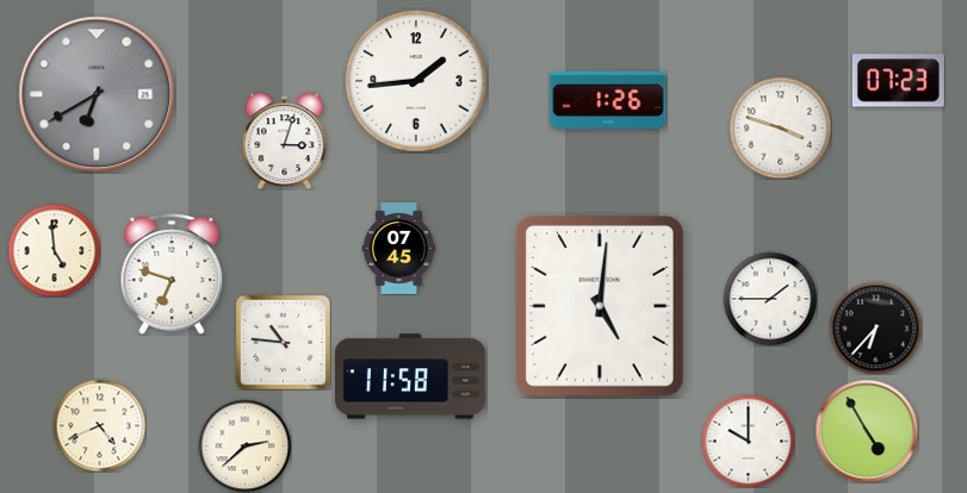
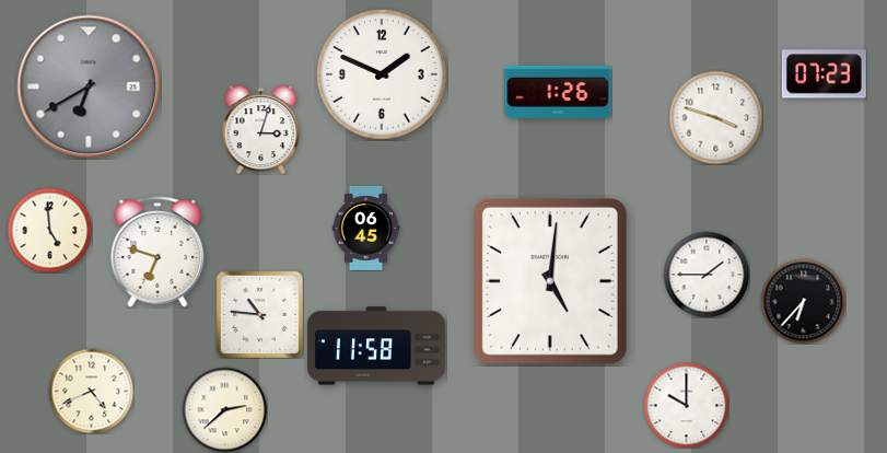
clock at (416, 81): 1:44 -> 1:49
clock at (399, 249): 07:45 -> 06:45
clock at (867, 431): 4:55 -> none
